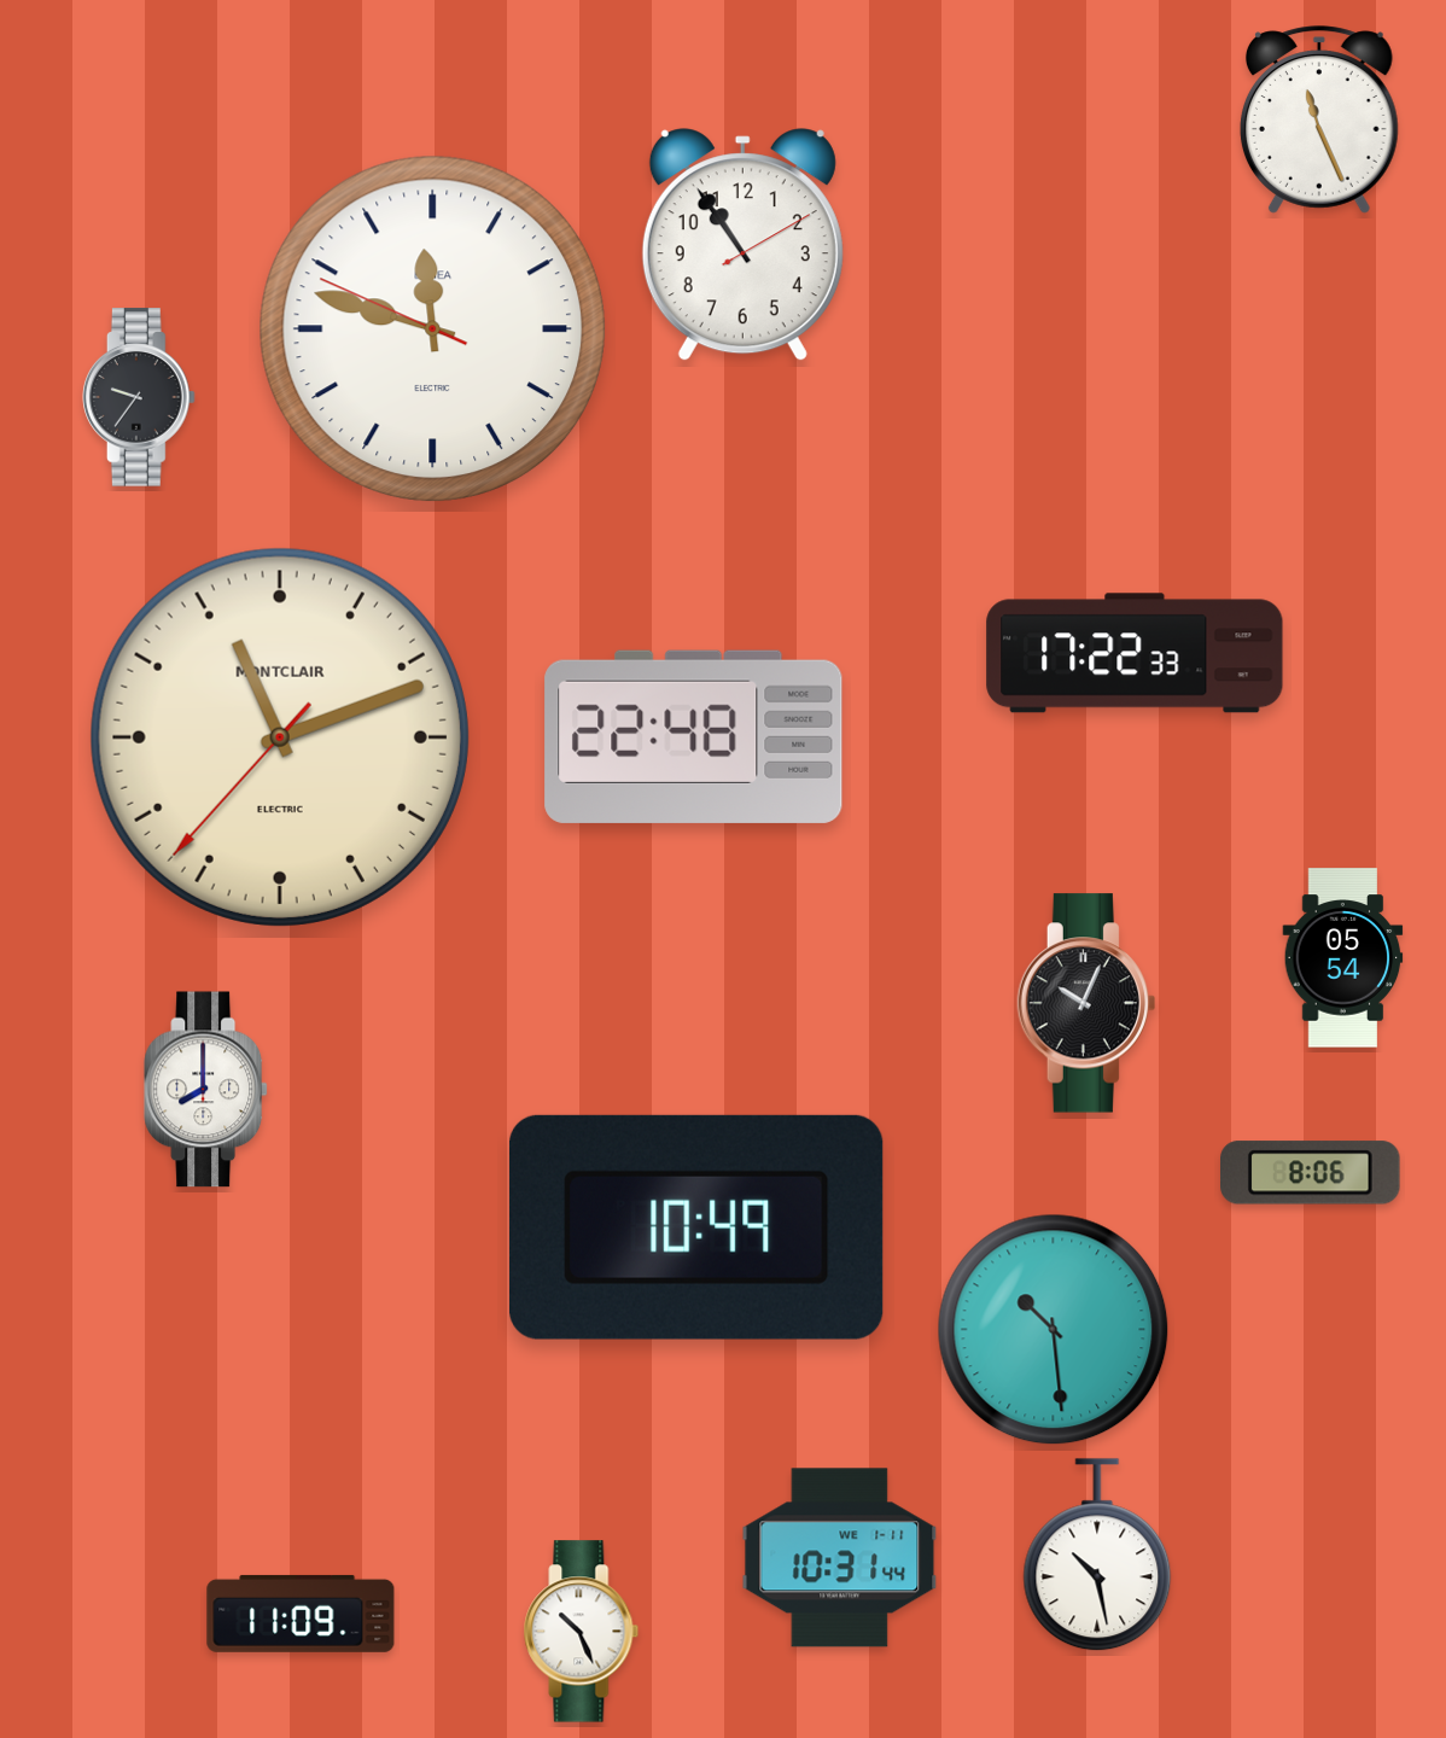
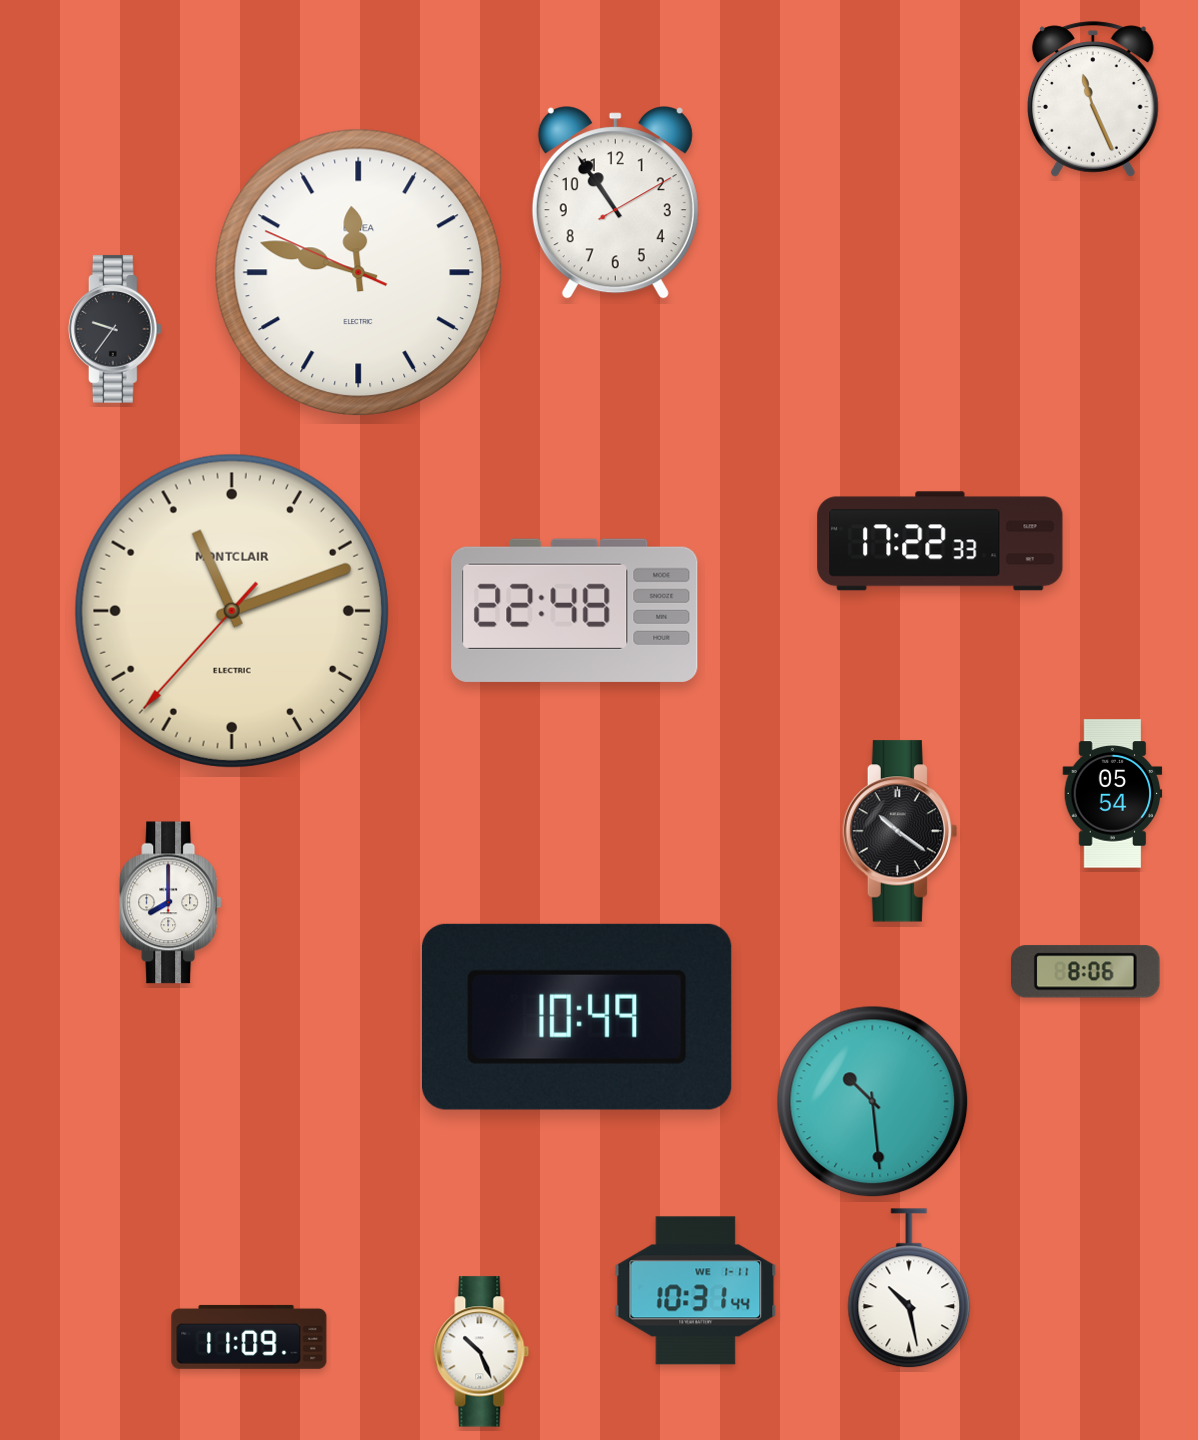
clock at (1086, 1003): 10:04 -> 10:21
